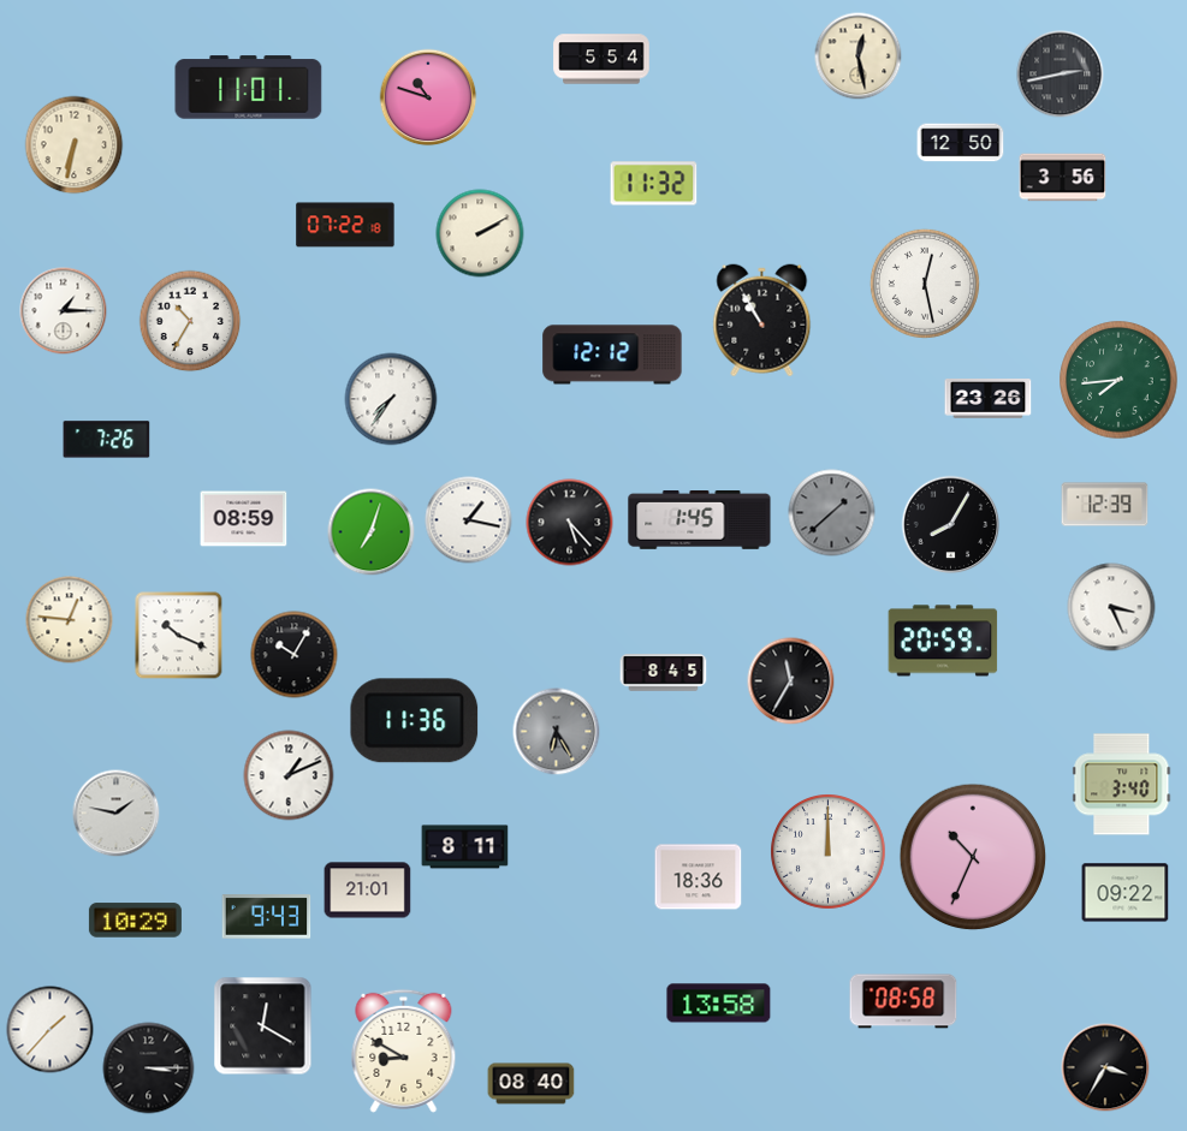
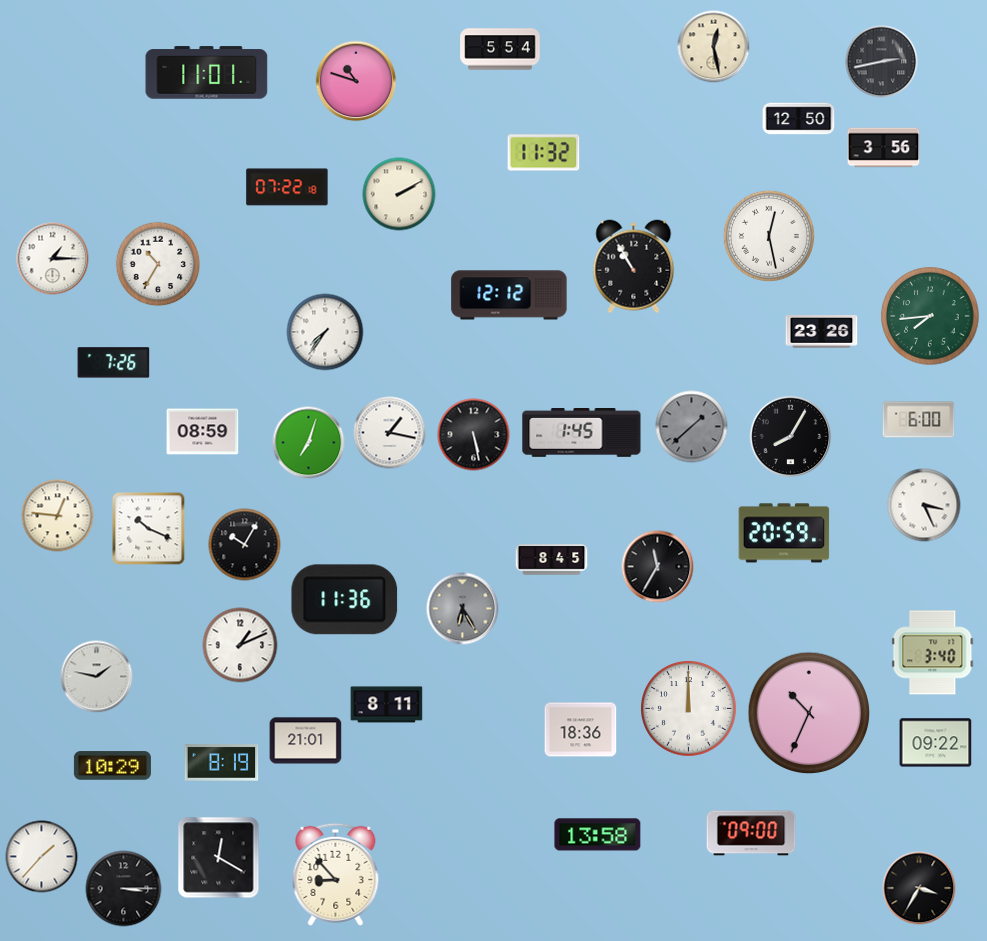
clock at (75, 145): 6:32 -> none
clock at (190, 321) position: (190, 321) -> (158, 264)
clock at (107, 440) position: (107, 440) -> (114, 363)
clock at (1105, 505): 12:39 -> 6:00
clock at (570, 523): 5:23 -> 5:28
clock at (267, 917): 9:43 -> 8:19
clock at (903, 1001): 08:58 -> 09:00
clock at (263, 1026) position: (263, 1026) -> (219, 858)
clock at (404, 1050): 8:50 -> 8:53
clock at (532, 1084): 08:40 -> none
